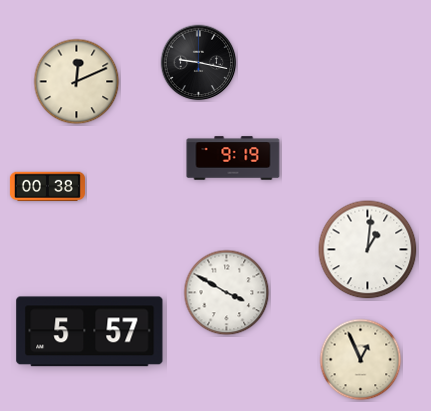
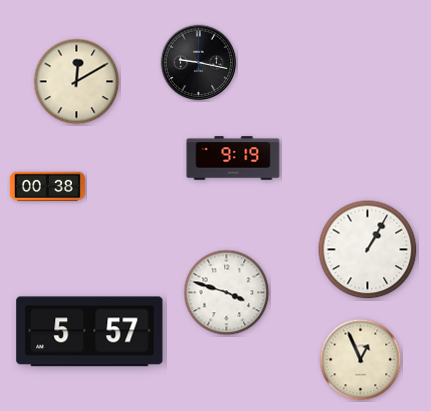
clock at (77, 82): 12:11 -> 12:10
clock at (368, 250): 1:01 -> 1:05
clock at (227, 293): 3:50 -> 3:48
